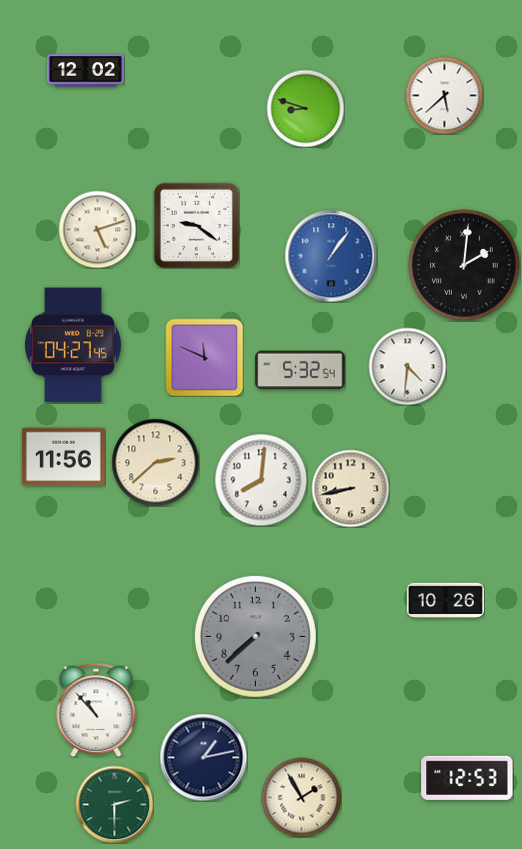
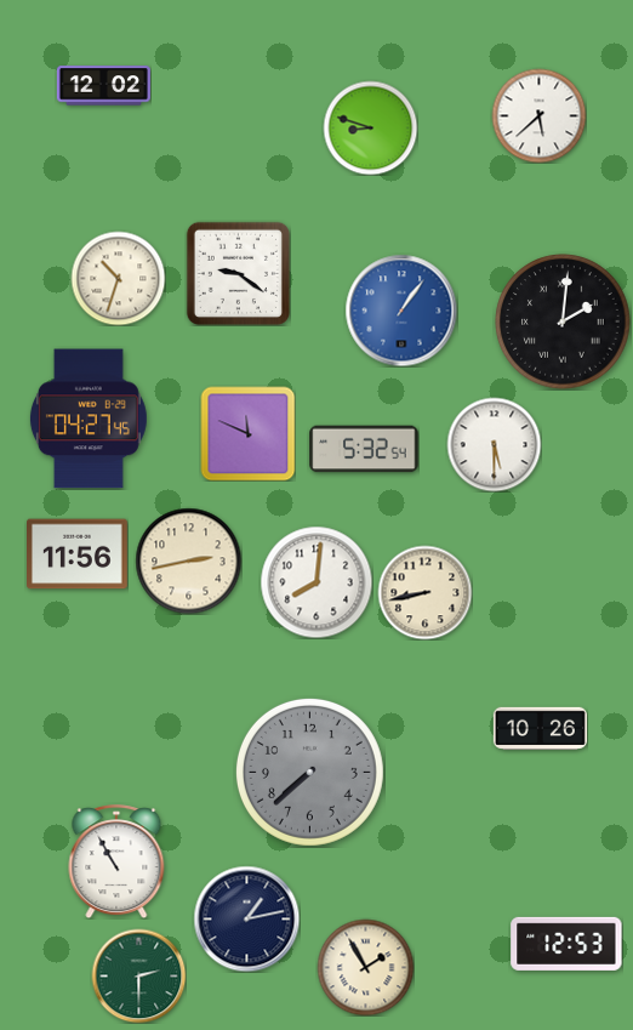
clock at (305, 108) position: (305, 108) -> (370, 127)
clock at (97, 229): 5:12 -> 10:33
clock at (407, 366): 4:31 -> 5:30
clock at (155, 462): 2:38 -> 2:43
clock at (96, 710): 10:53 -> 10:55
